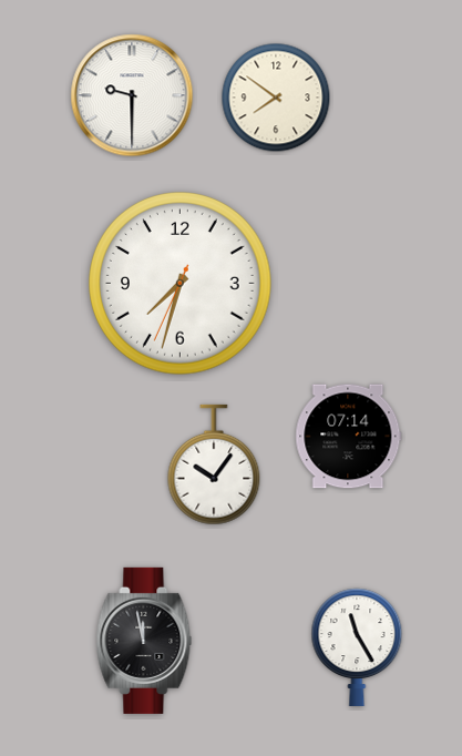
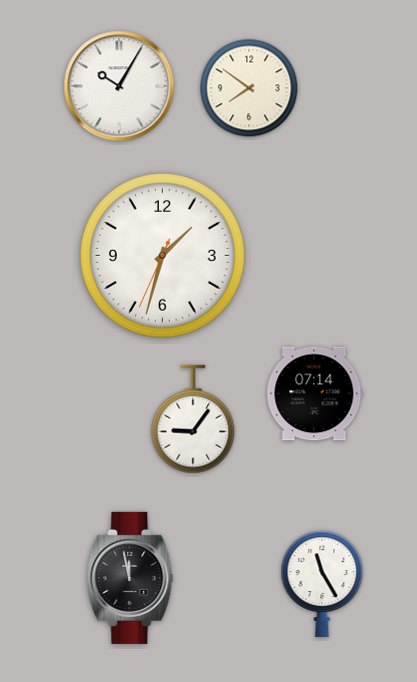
clock at (132, 95): 9:30 -> 10:05
clock at (181, 284): 7:32 -> 1:32
clock at (214, 464): 10:06 -> 9:06
